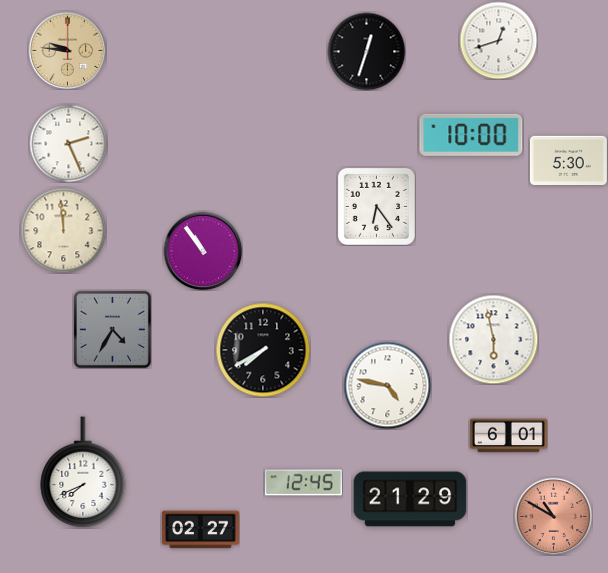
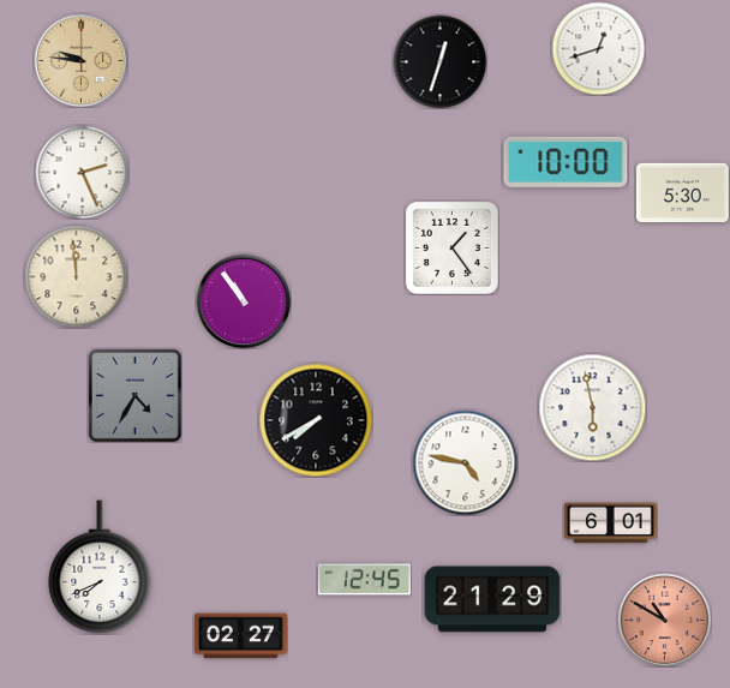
clock at (376, 206): 6:24 -> 1:24
